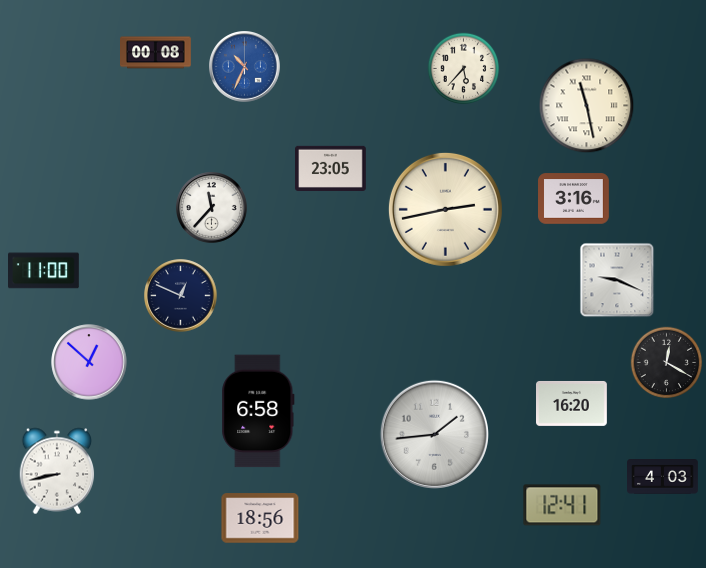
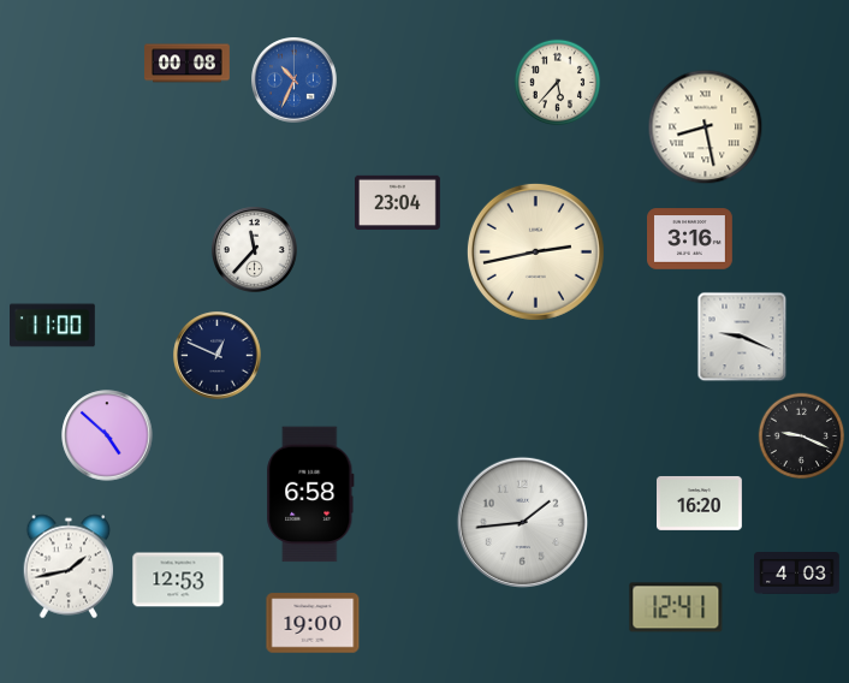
clock at (587, 106): 11:28 -> 8:28
clock at (331, 168): 23:05 -> 23:04
clock at (89, 362): 12:52 -> 4:52
clock at (667, 363): 12:20 -> 9:19
clock at (572, 403) position: (572, 403) -> (700, 503)
clock at (57, 471): 8:43 -> 1:43
clock at (178, 580): none -> 12:53
clock at (260, 518): 18:56 -> 19:00
